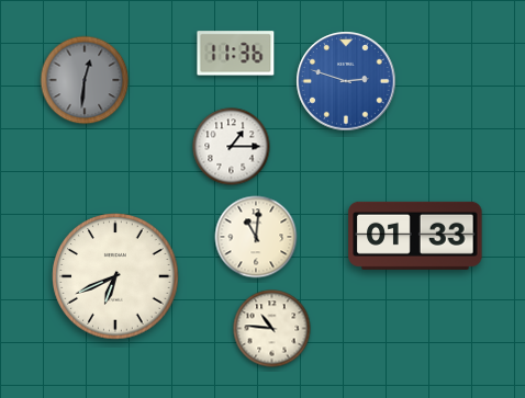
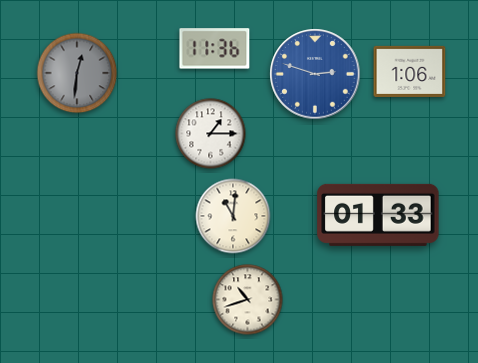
clock at (410, 71): none -> 1:06
clock at (115, 276): 6:41 -> none
clock at (272, 329): 10:46 -> 10:42
